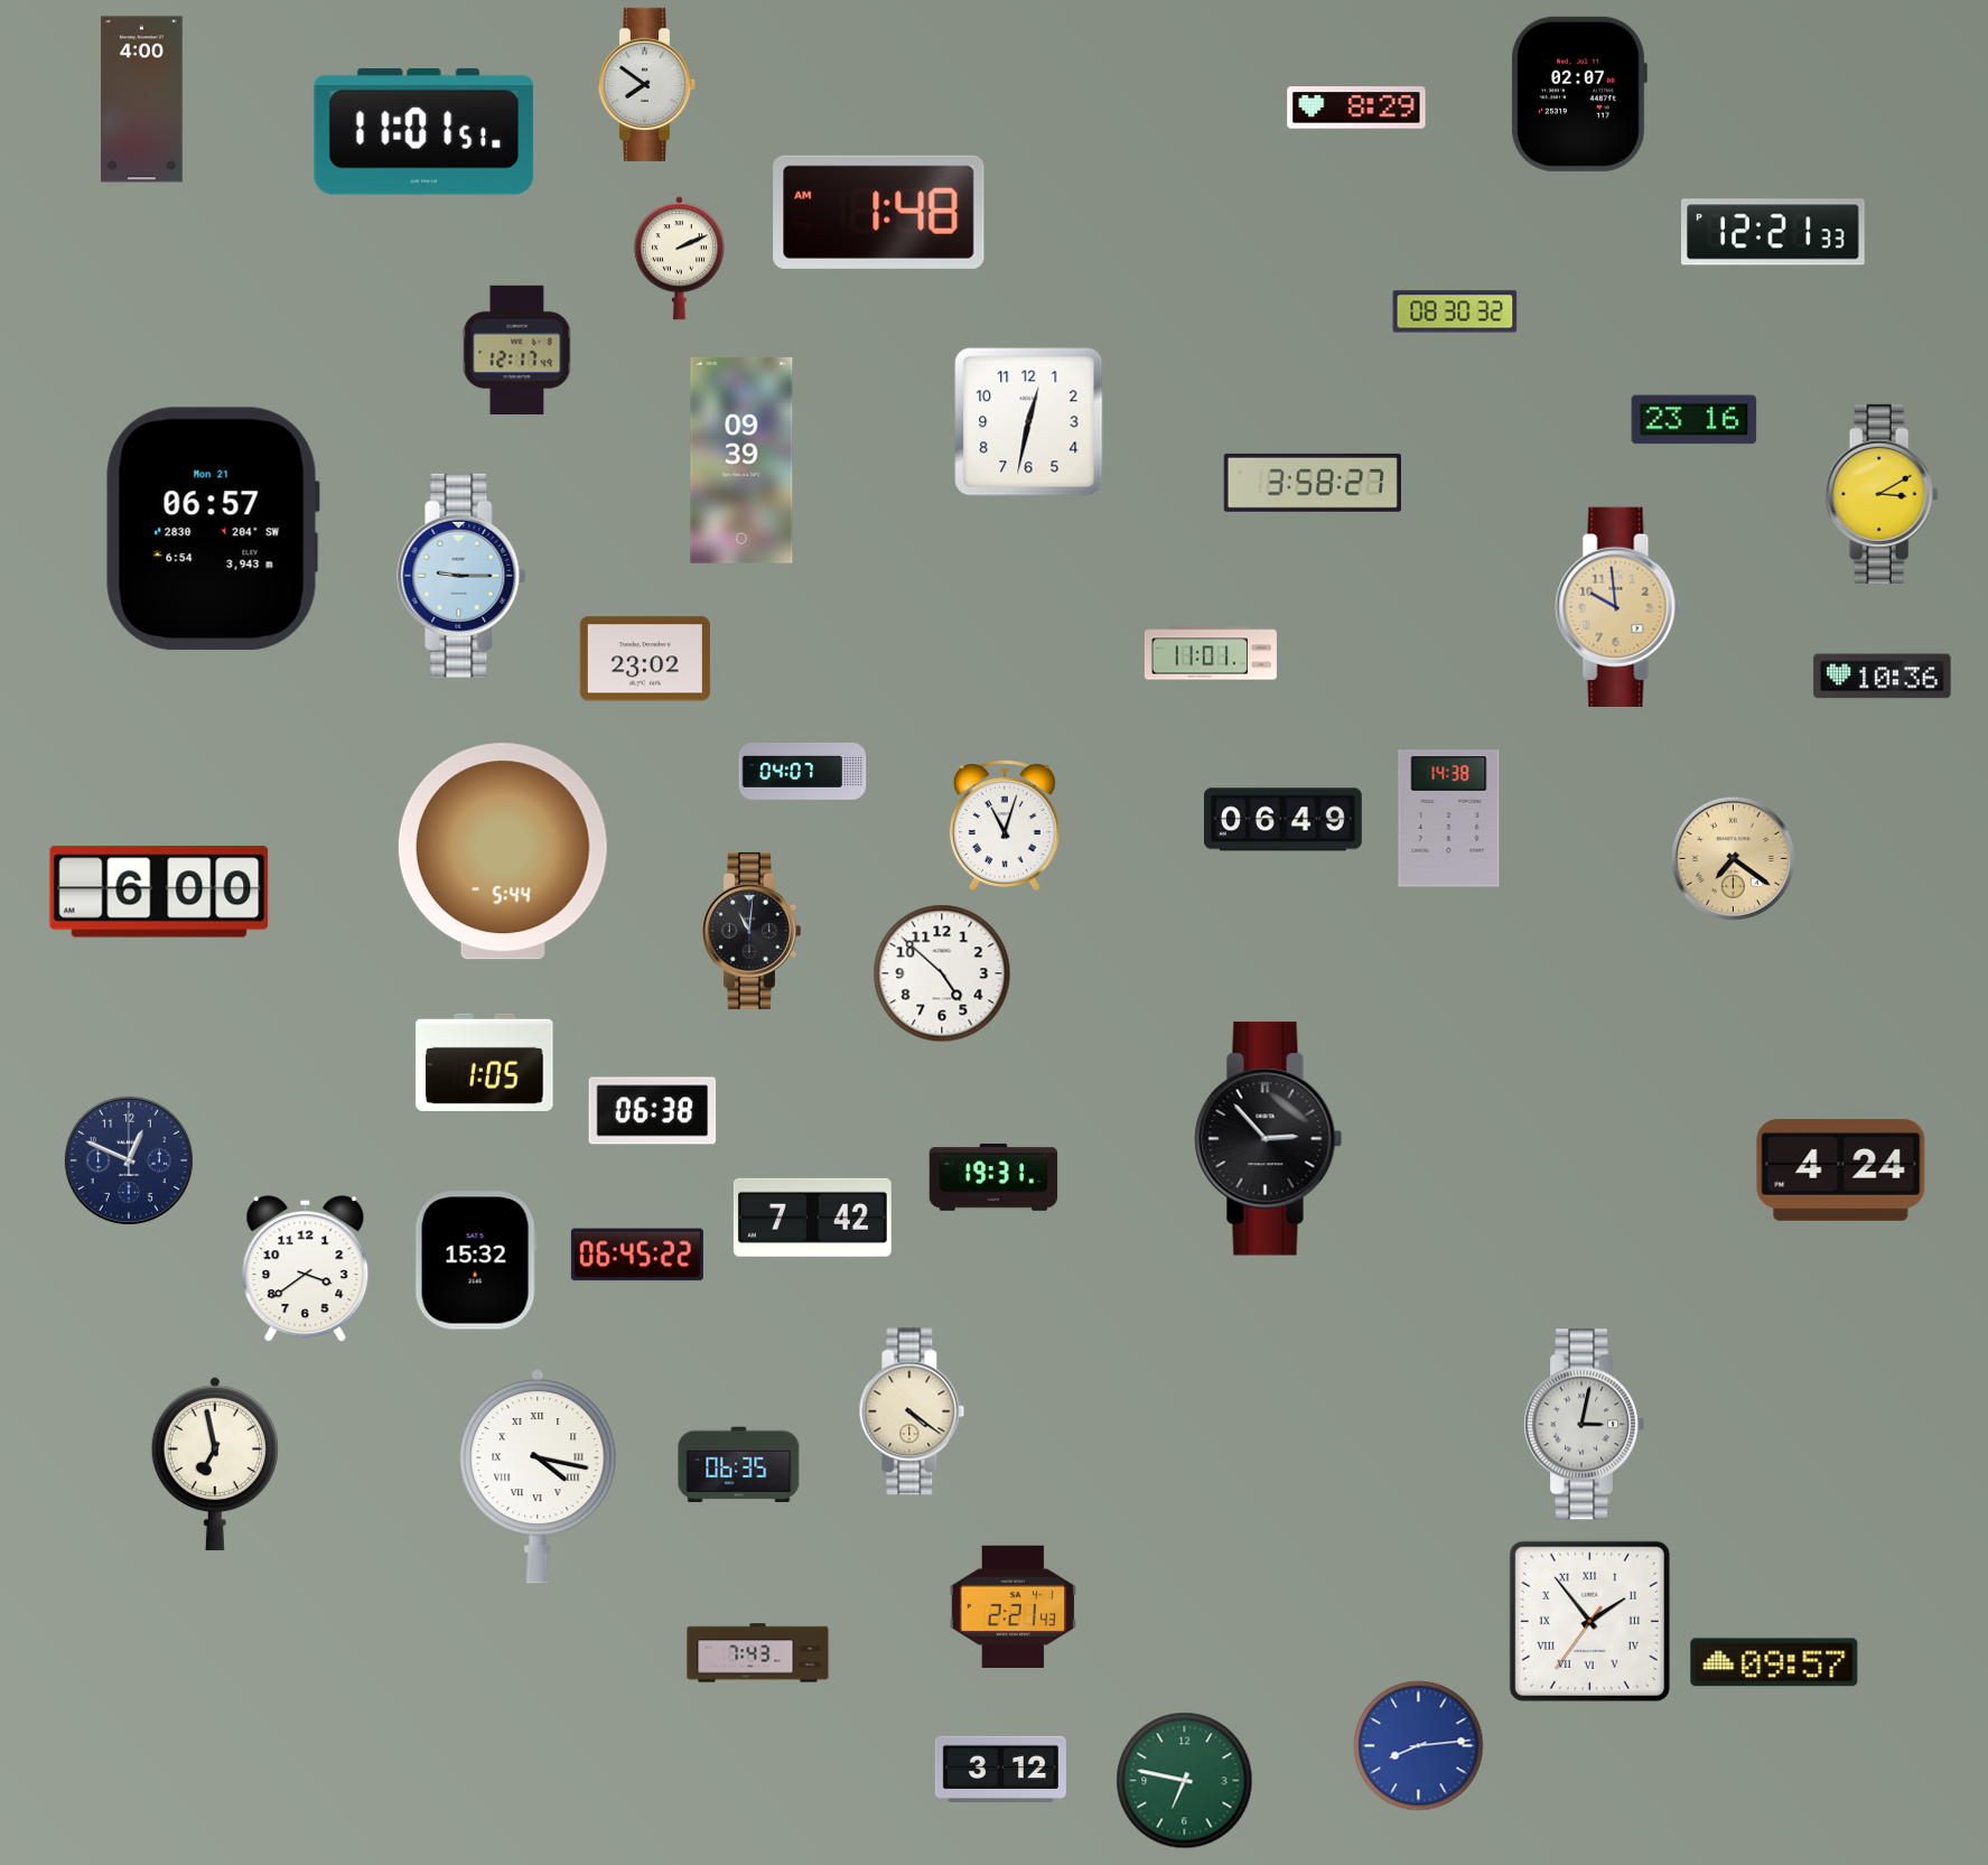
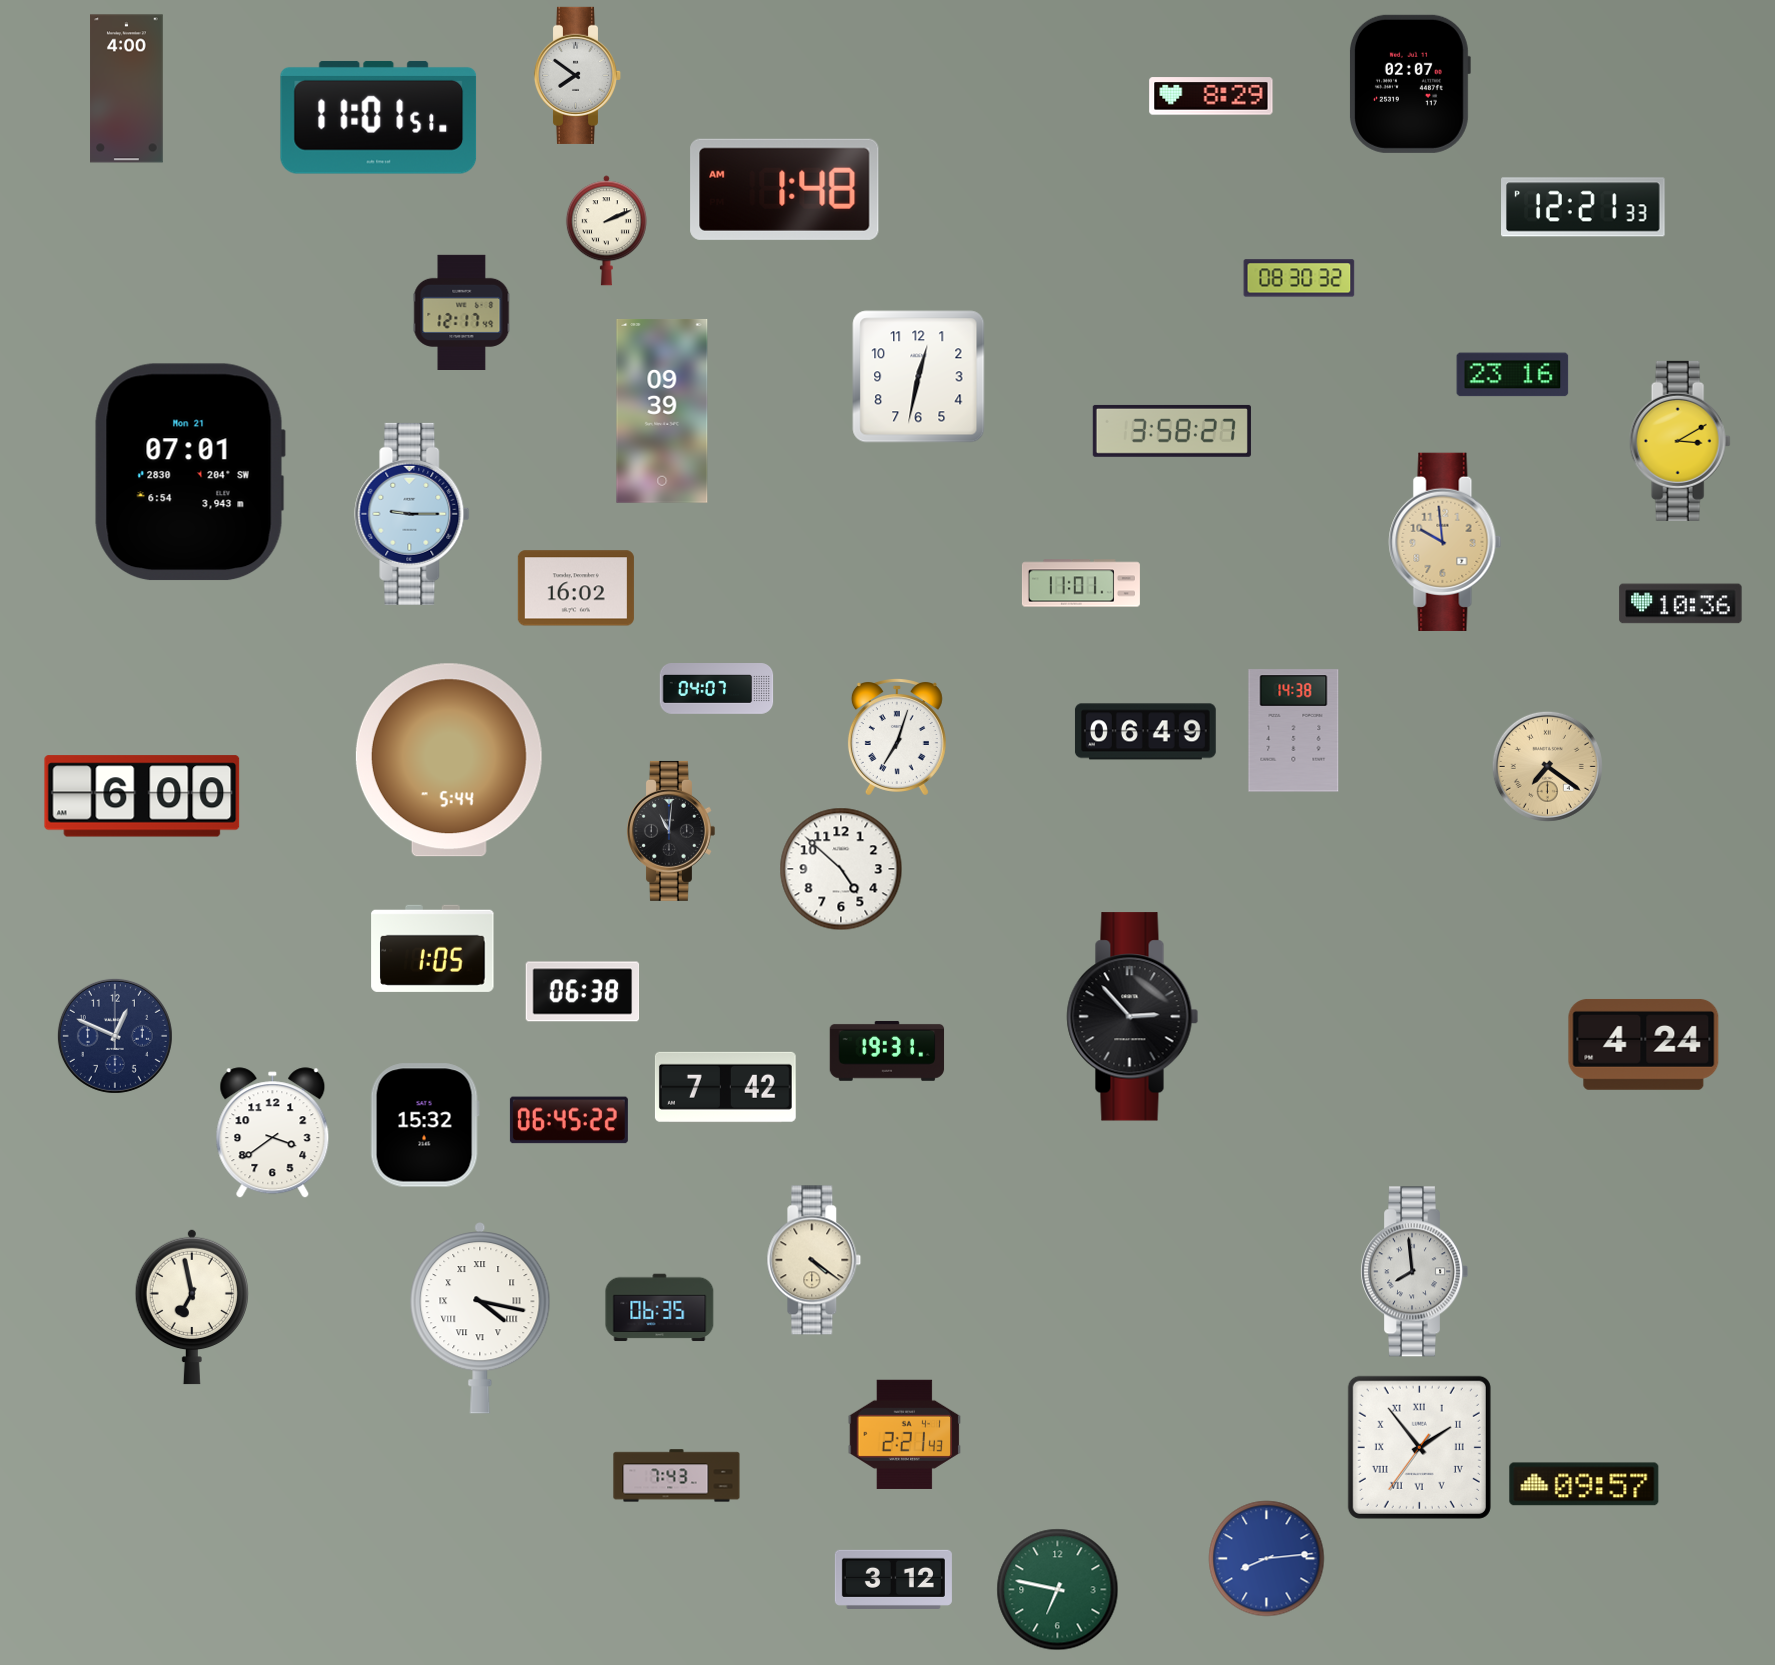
clock at (213, 529): 06:57 -> 07:01
clock at (645, 659): 23:02 -> 16:02
clock at (1005, 826): 11:03 -> 7:03
clock at (1585, 1425): 3:02 -> 7:59
